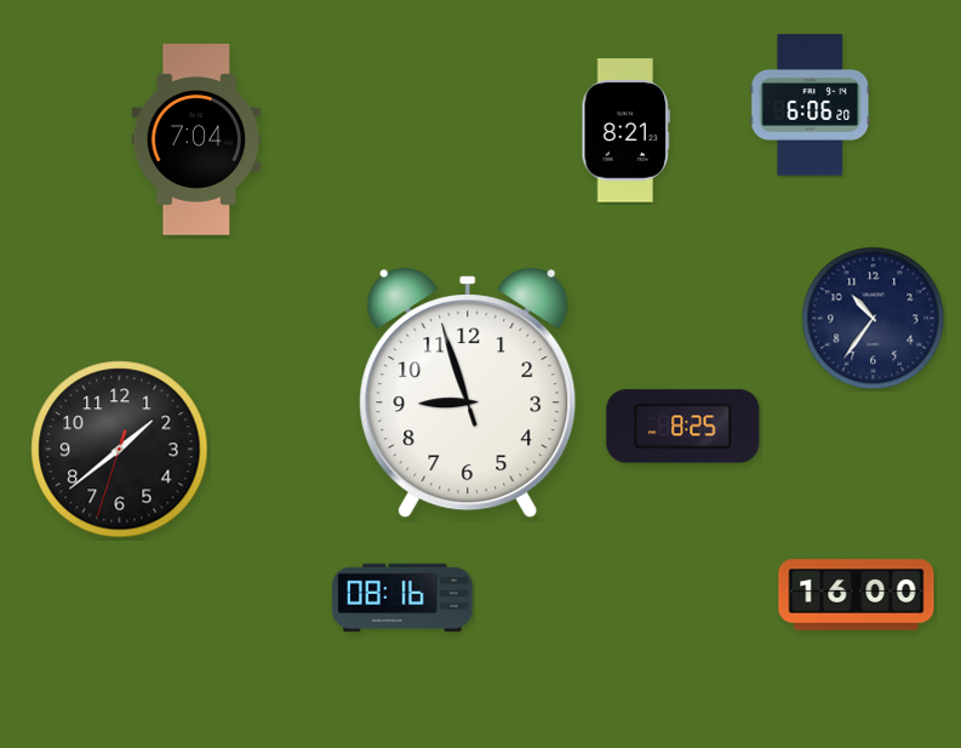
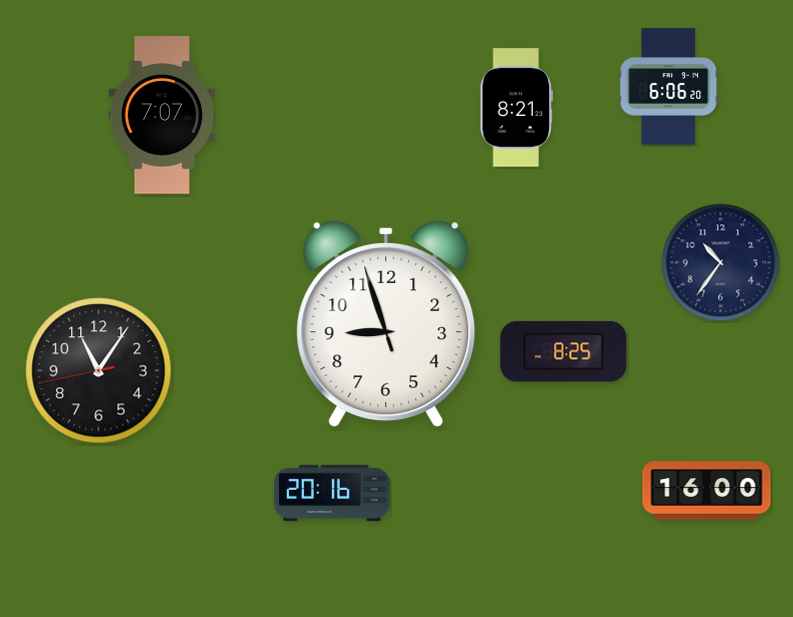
clock at (196, 139): 7:04 -> 7:07
clock at (120, 450): 1:38 -> 11:05
clock at (402, 598): 08:16 -> 20:16
